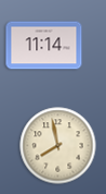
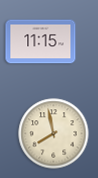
clock at (44, 46): 11:14 -> 11:15
